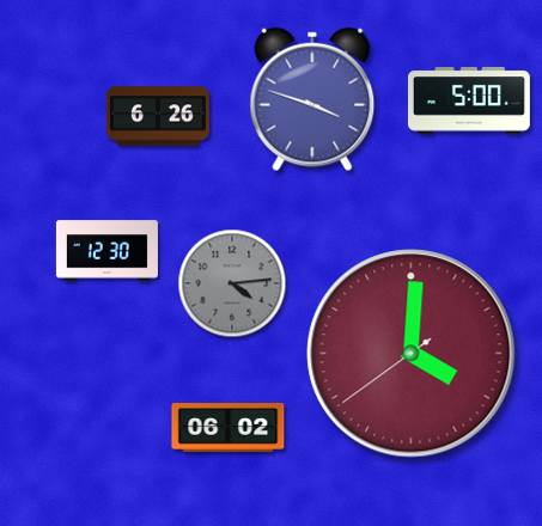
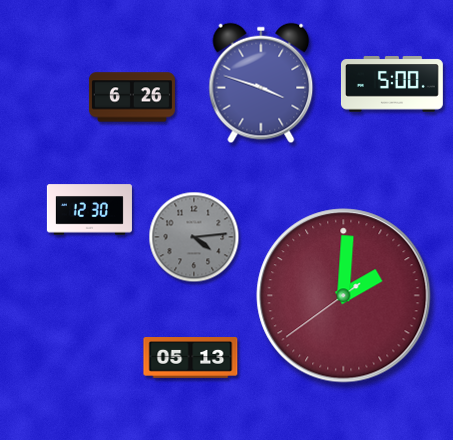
clock at (412, 354): 4:00 -> 2:00
clock at (229, 428): 06:02 -> 05:13
